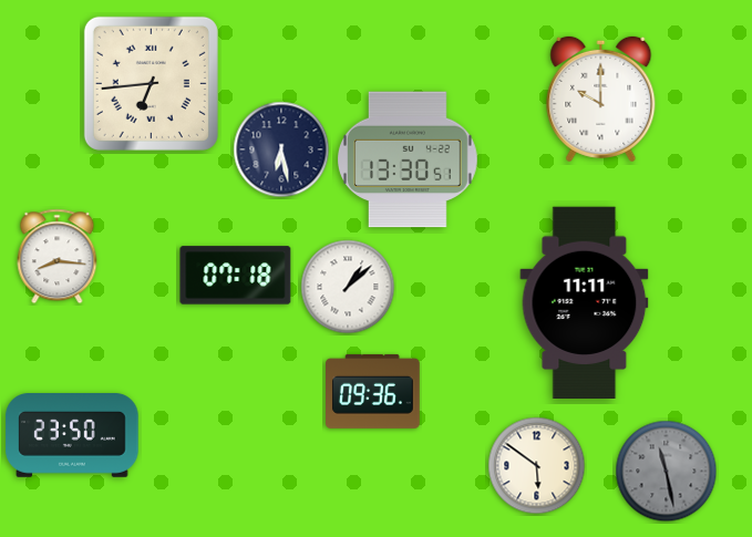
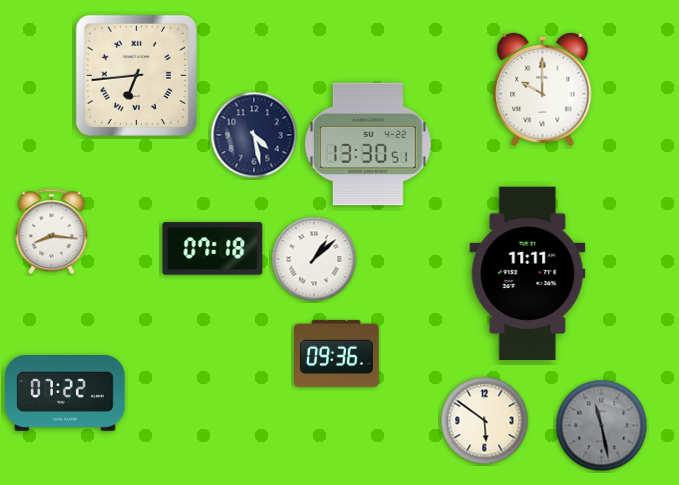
clock at (281, 149): 6:28 -> 4:28
clock at (72, 436): 23:50 -> 07:22
